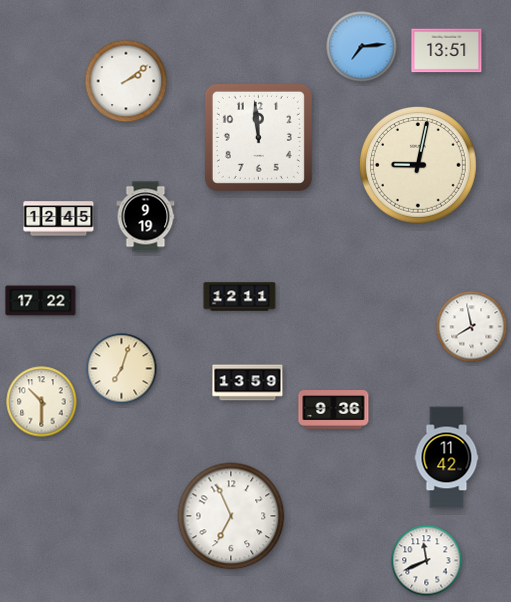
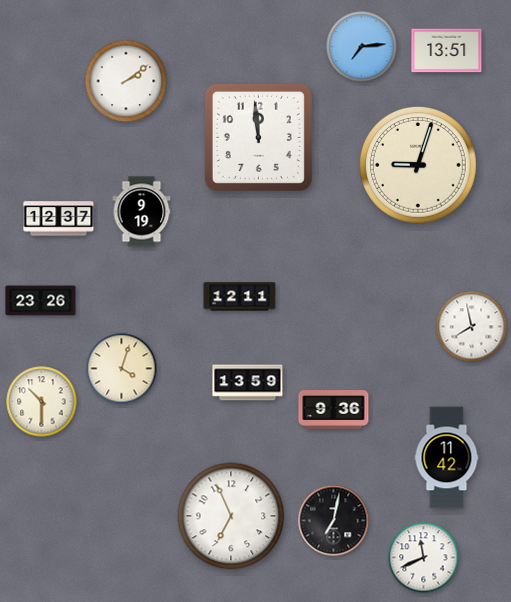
clock at (419, 166): 9:02 -> 9:03
clock at (146, 217) position: (146, 217) -> (142, 212)
clock at (59, 219): 12:45 -> 12:37
clock at (41, 301): 17:22 -> 23:26
clock at (122, 369): 7:03 -> 4:03
clock at (334, 521): none -> 7:02
clock at (427, 561) position: (427, 561) -> (424, 558)
